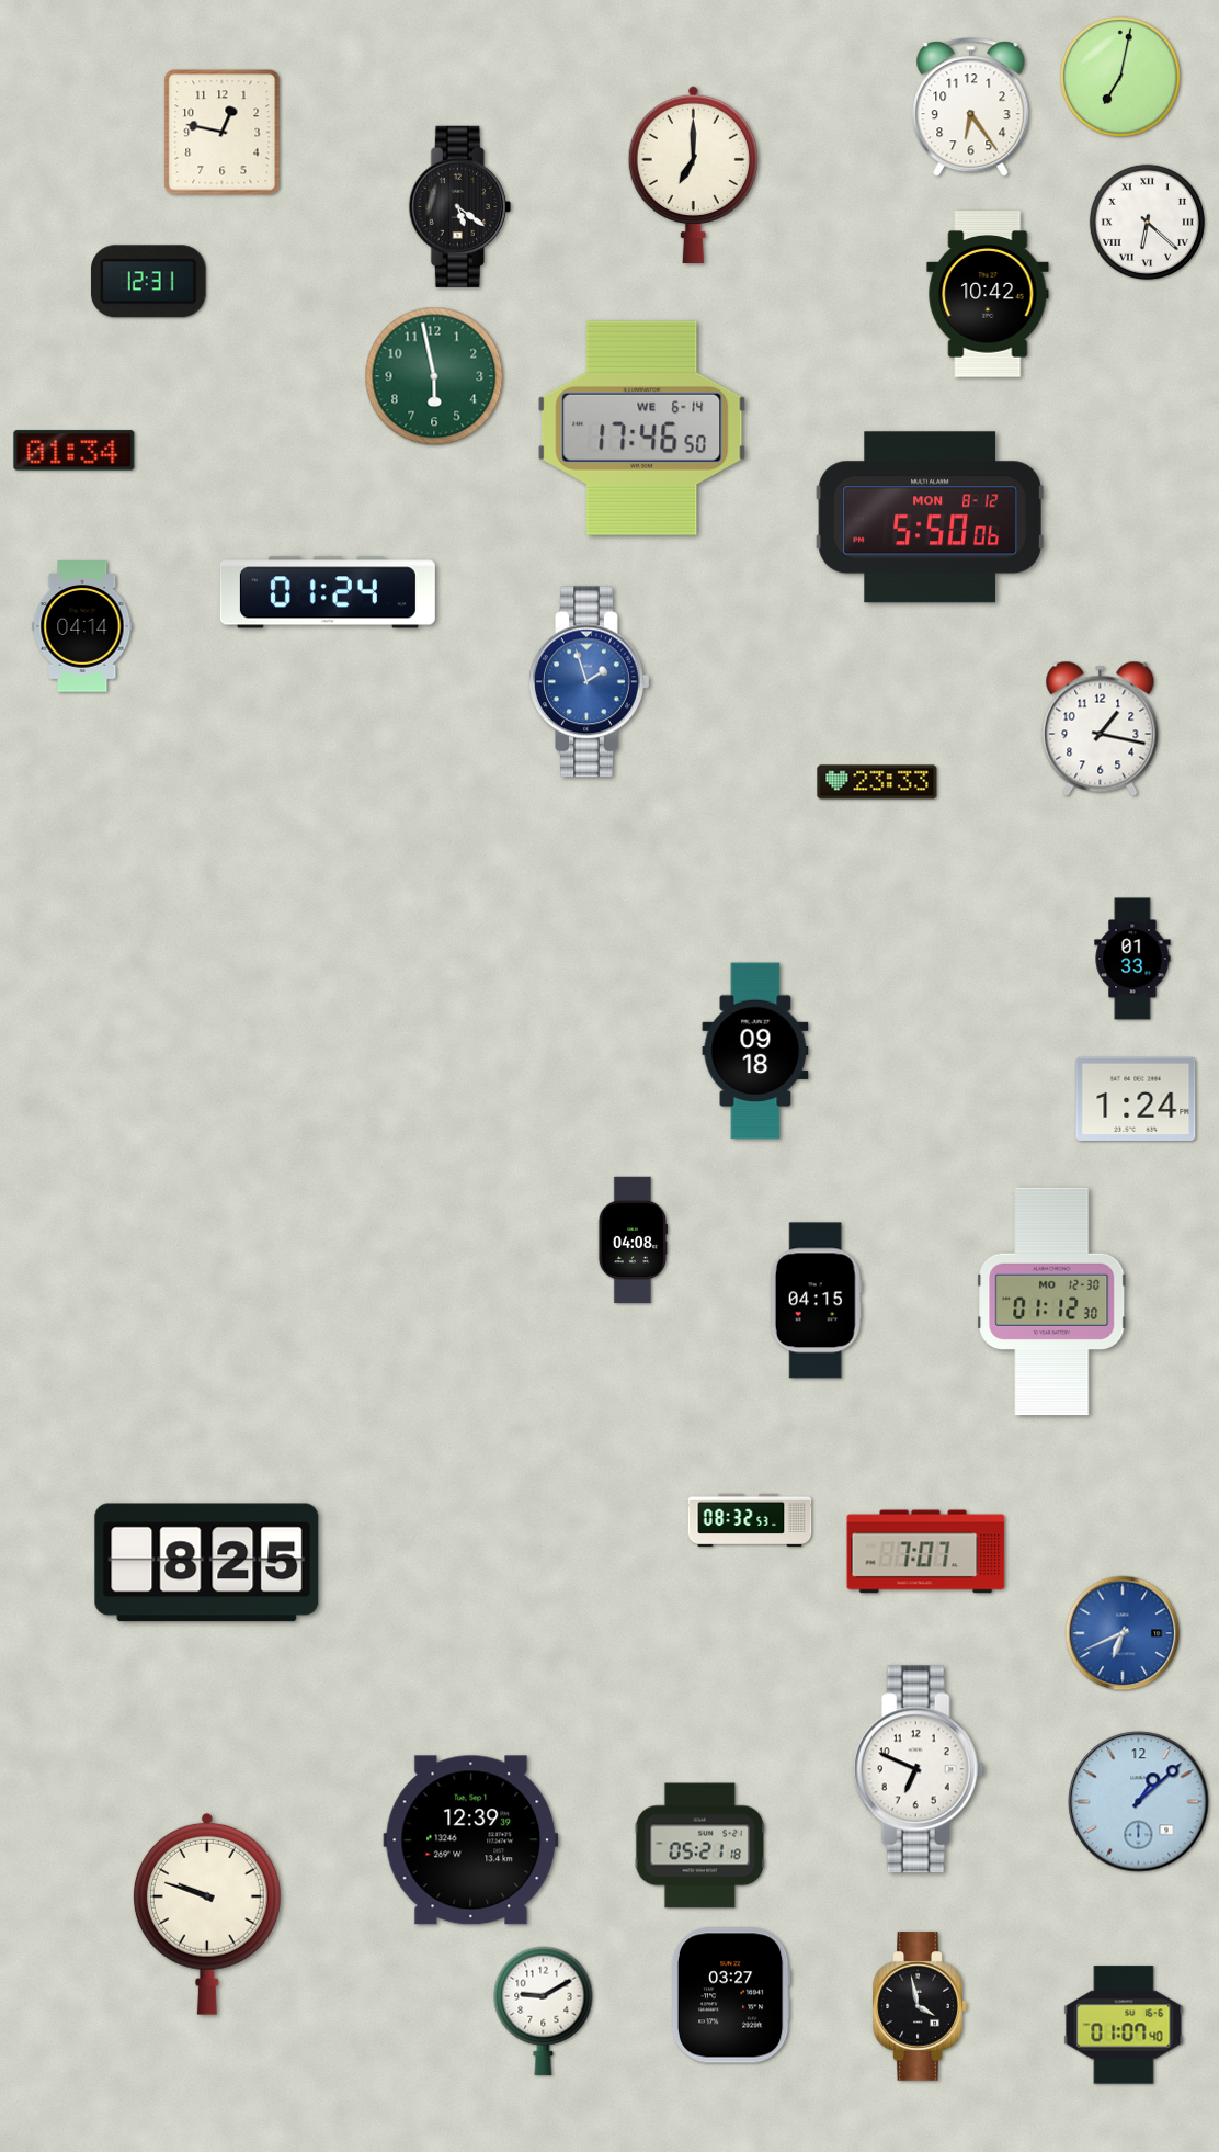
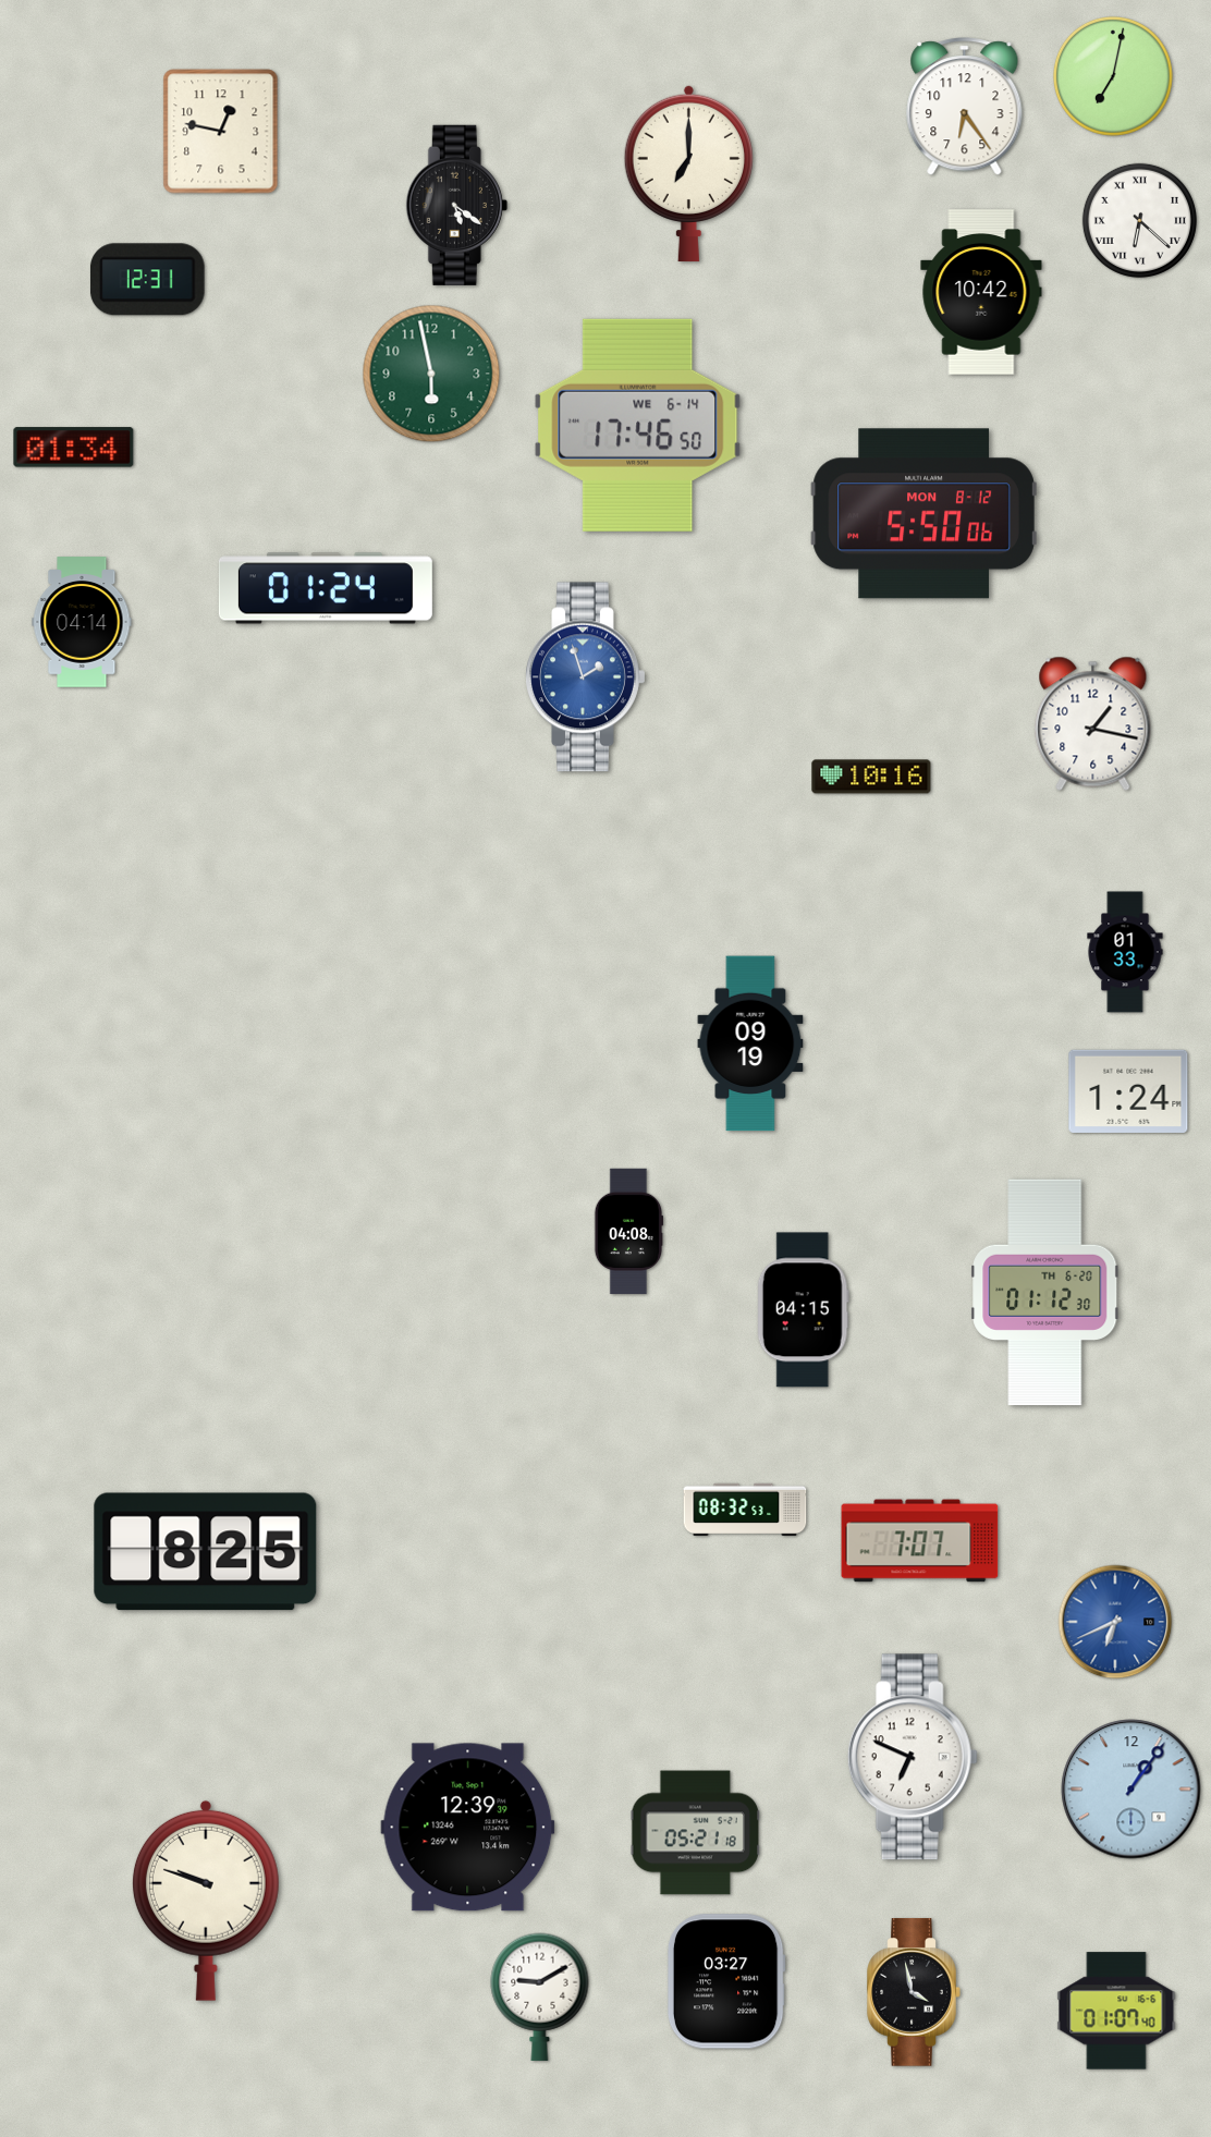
clock at (877, 782): 23:33 -> 10:16
clock at (755, 1051): 09:18 -> 09:19
clock at (816, 1301) position: (816, 1301) -> (803, 1310)
clock at (1052, 1302) date: MO 12-30 -> TH 6-20
clock at (1139, 1802): 1:08 -> 1:06
